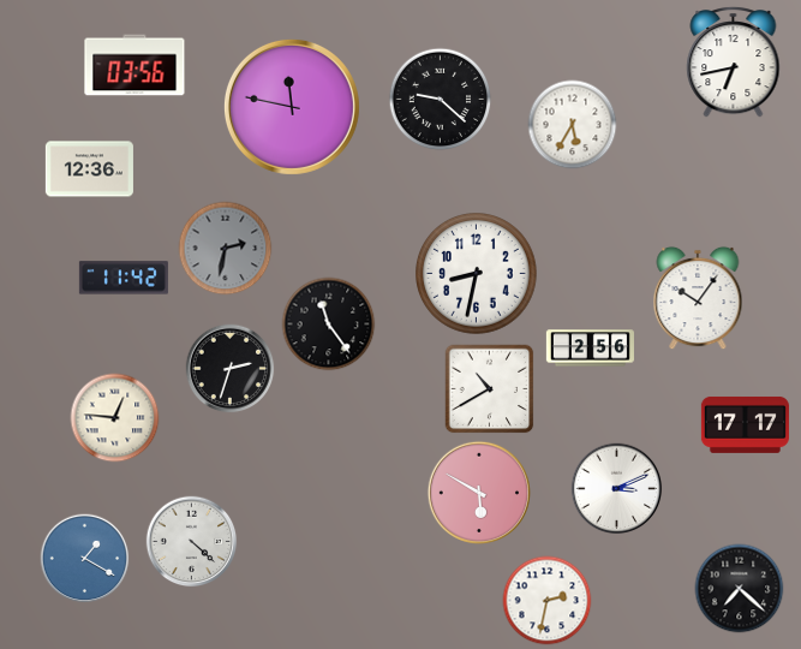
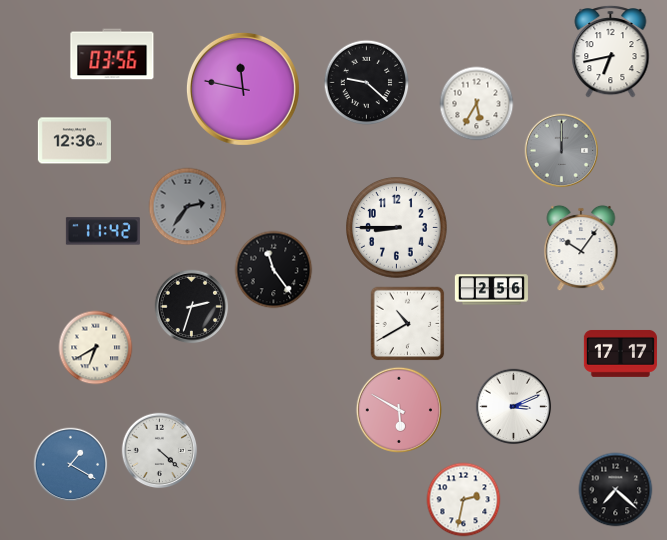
clock at (562, 151): none -> 12:00
clock at (226, 249): 2:32 -> 2:36
clock at (477, 274): 8:32 -> 8:45
clock at (115, 418): 12:46 -> 6:40
clock at (548, 601) position: (548, 601) -> (464, 500)
